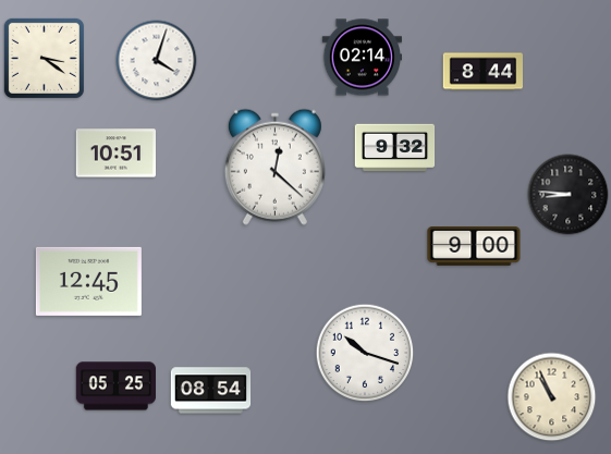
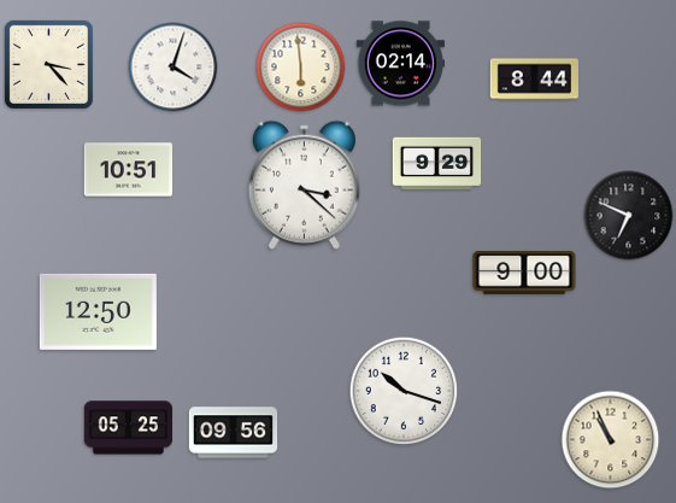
clock at (44, 58): 3:21 -> 3:23
clock at (301, 68): none -> 5:59
clock at (395, 148): 9:32 -> 9:29
clock at (274, 167): 12:22 -> 3:22
clock at (569, 195): 8:46 -> 6:49
clock at (88, 281): 12:45 -> 12:50
clock at (211, 391): 08:54 -> 09:56
